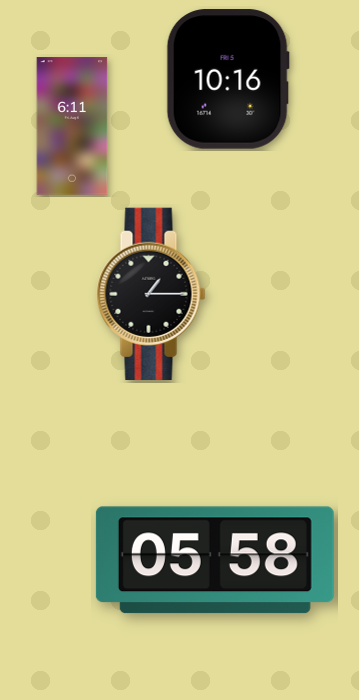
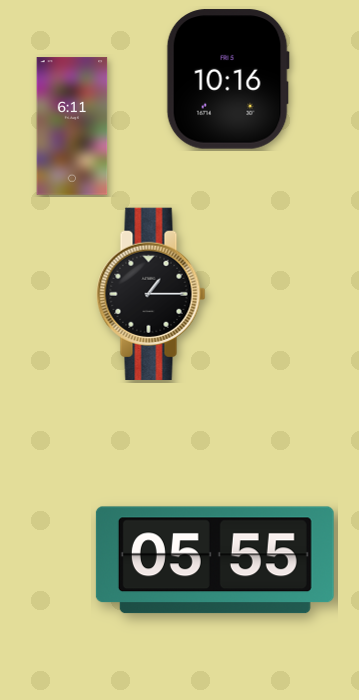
clock at (215, 560): 05:58 -> 05:55
